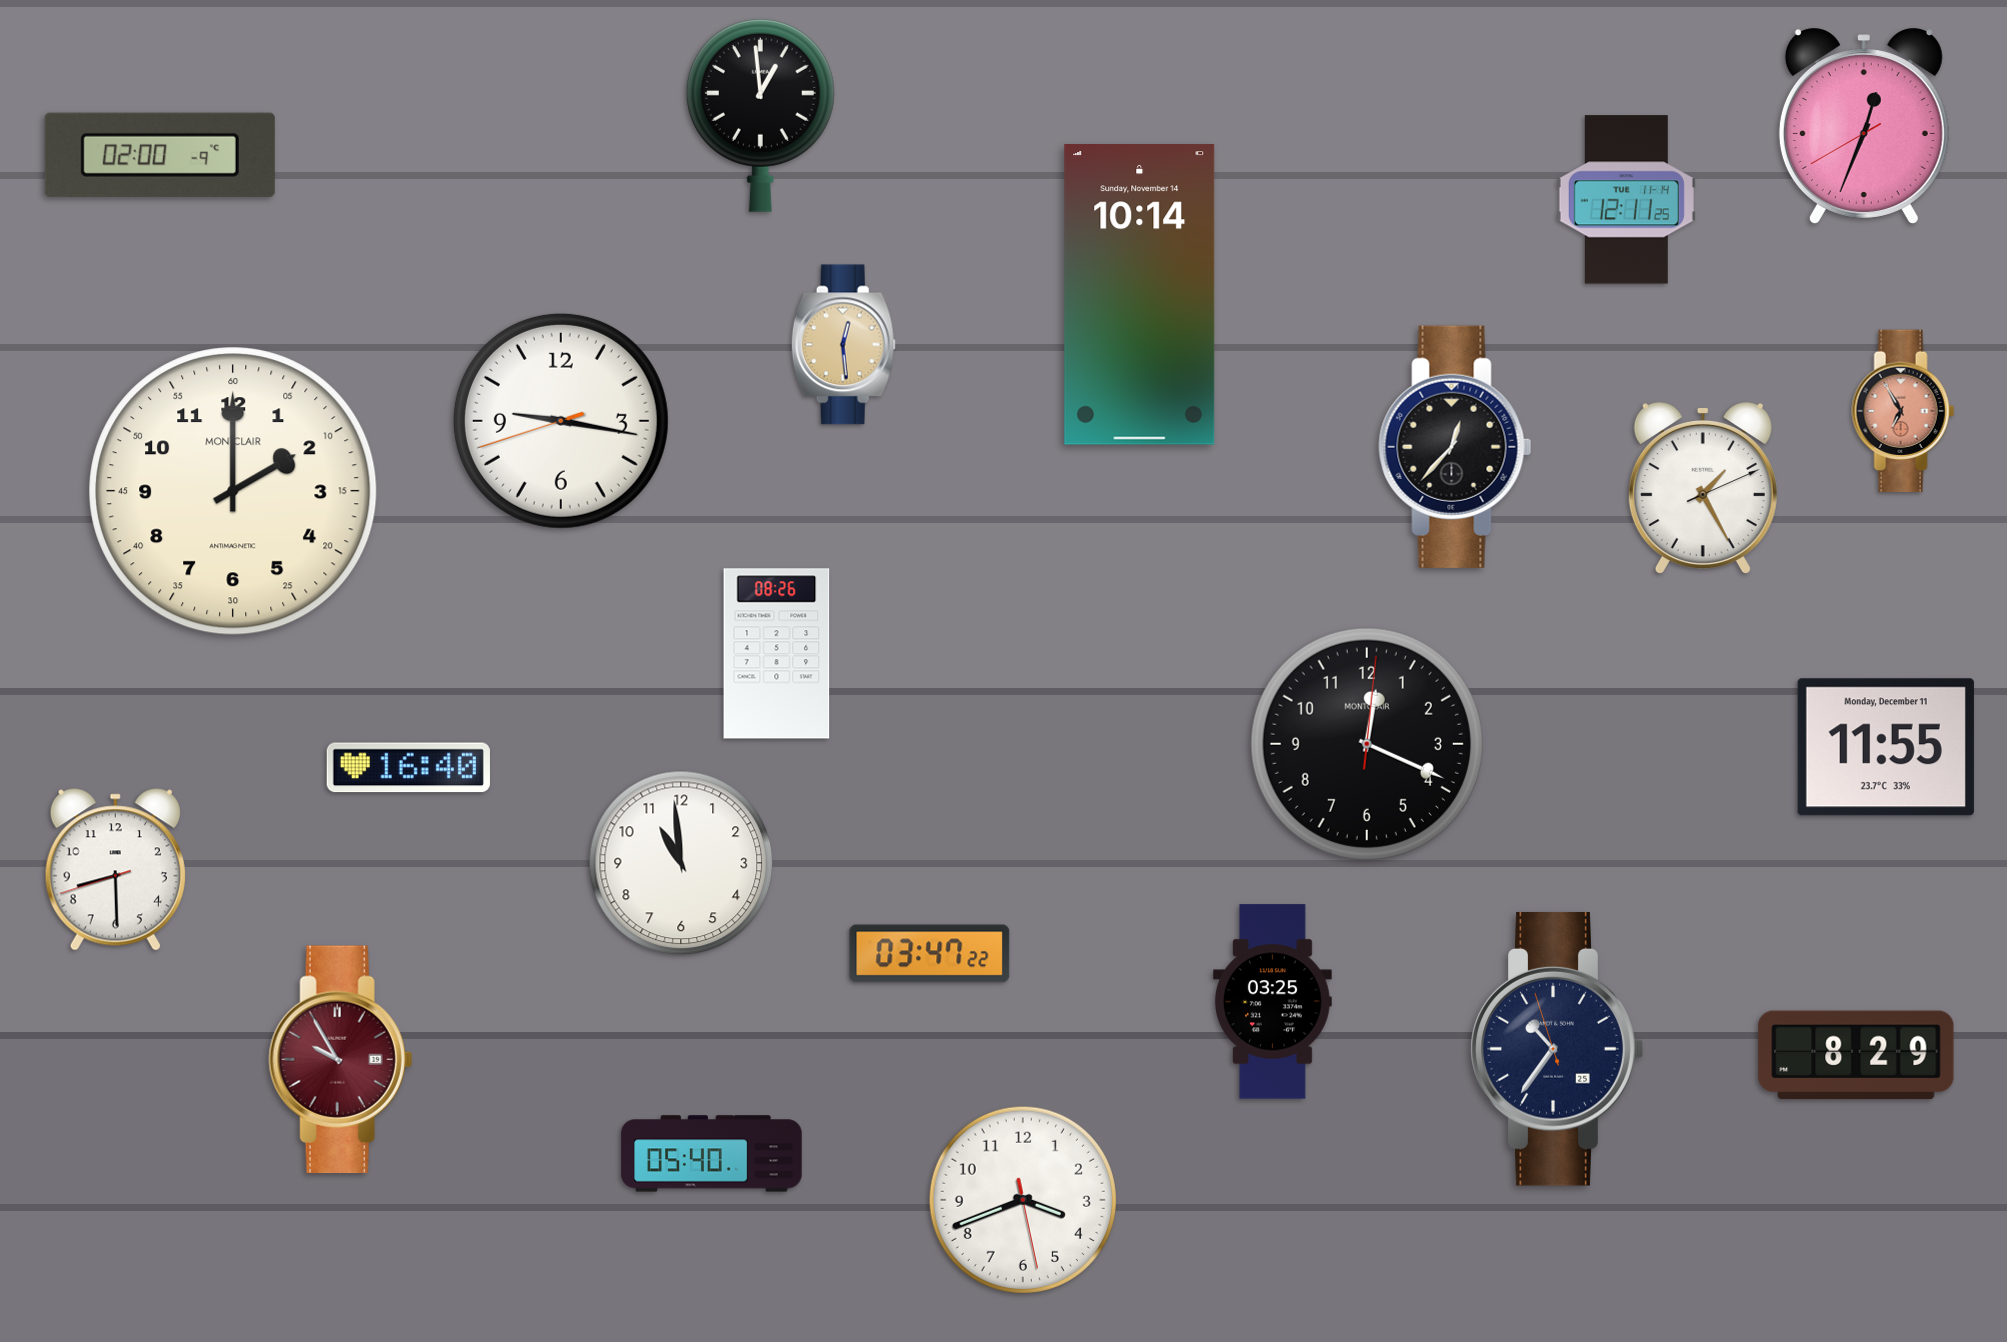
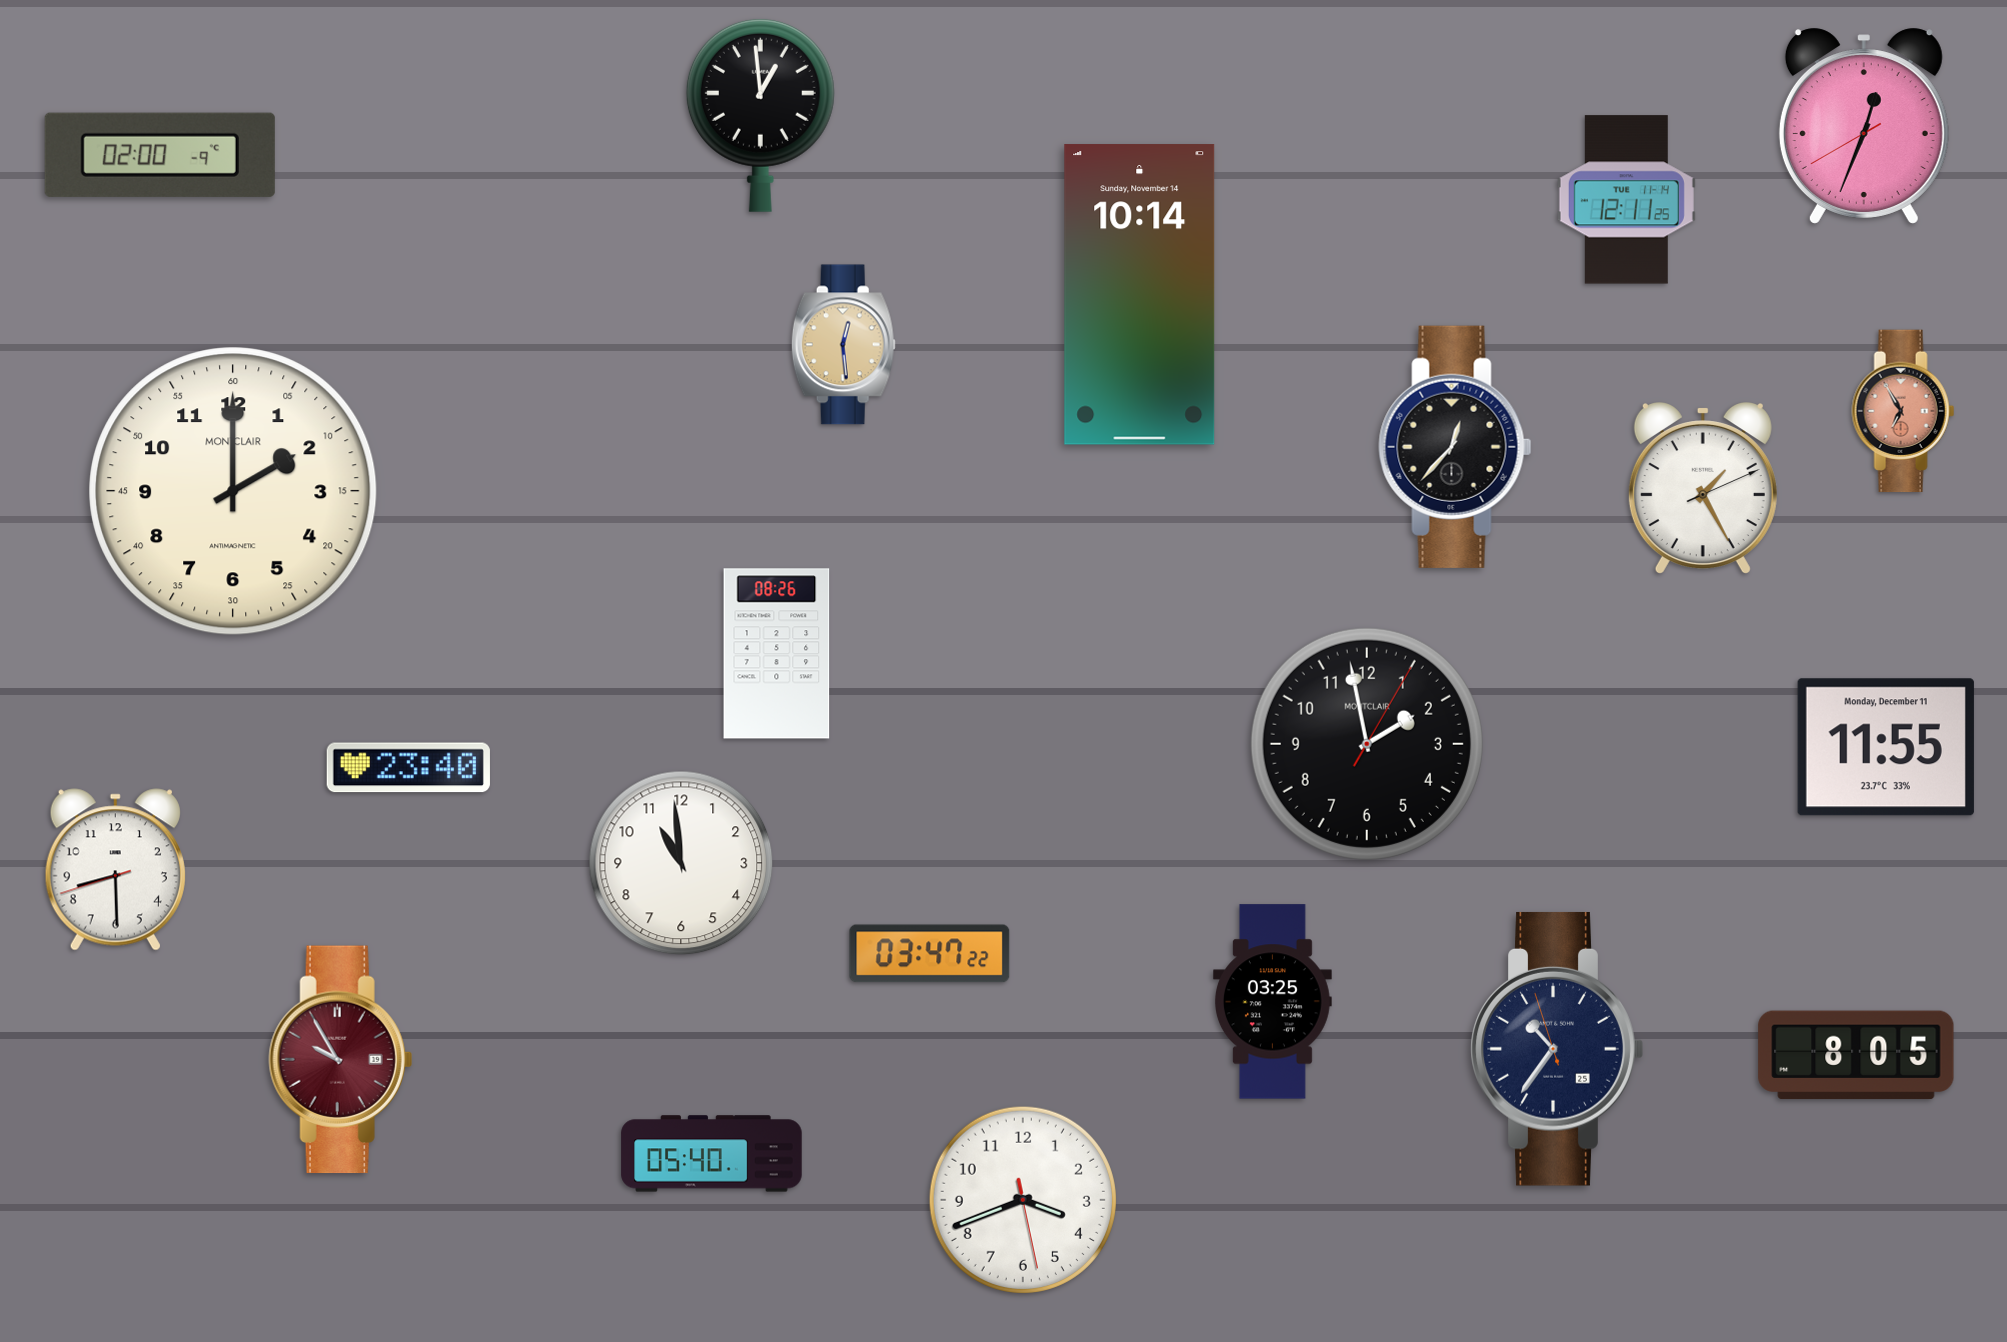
clock at (561, 421): 9:16 -> none
clock at (1367, 744): 12:19 -> 1:58
clock at (408, 768): 16:40 -> 23:40
clock at (1856, 1055): 8:29 -> 8:05
